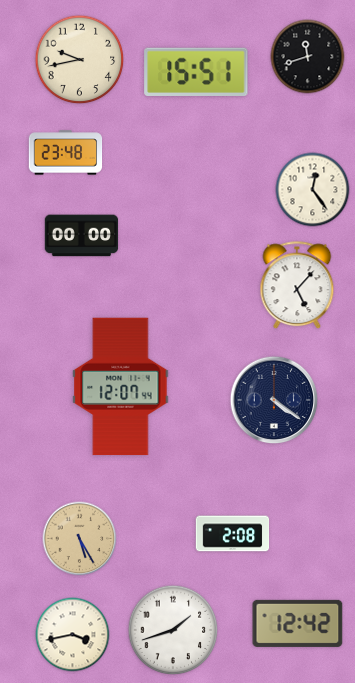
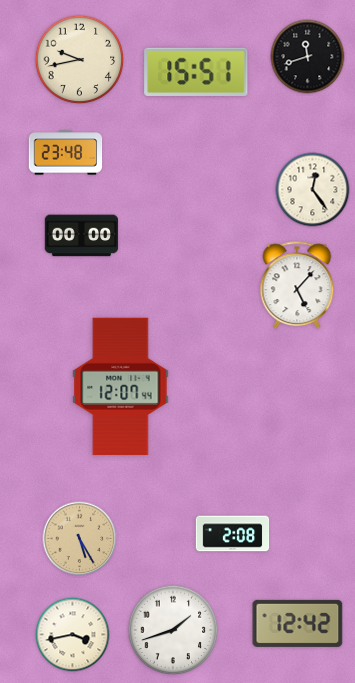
clock at (274, 400): 4:21 -> none
